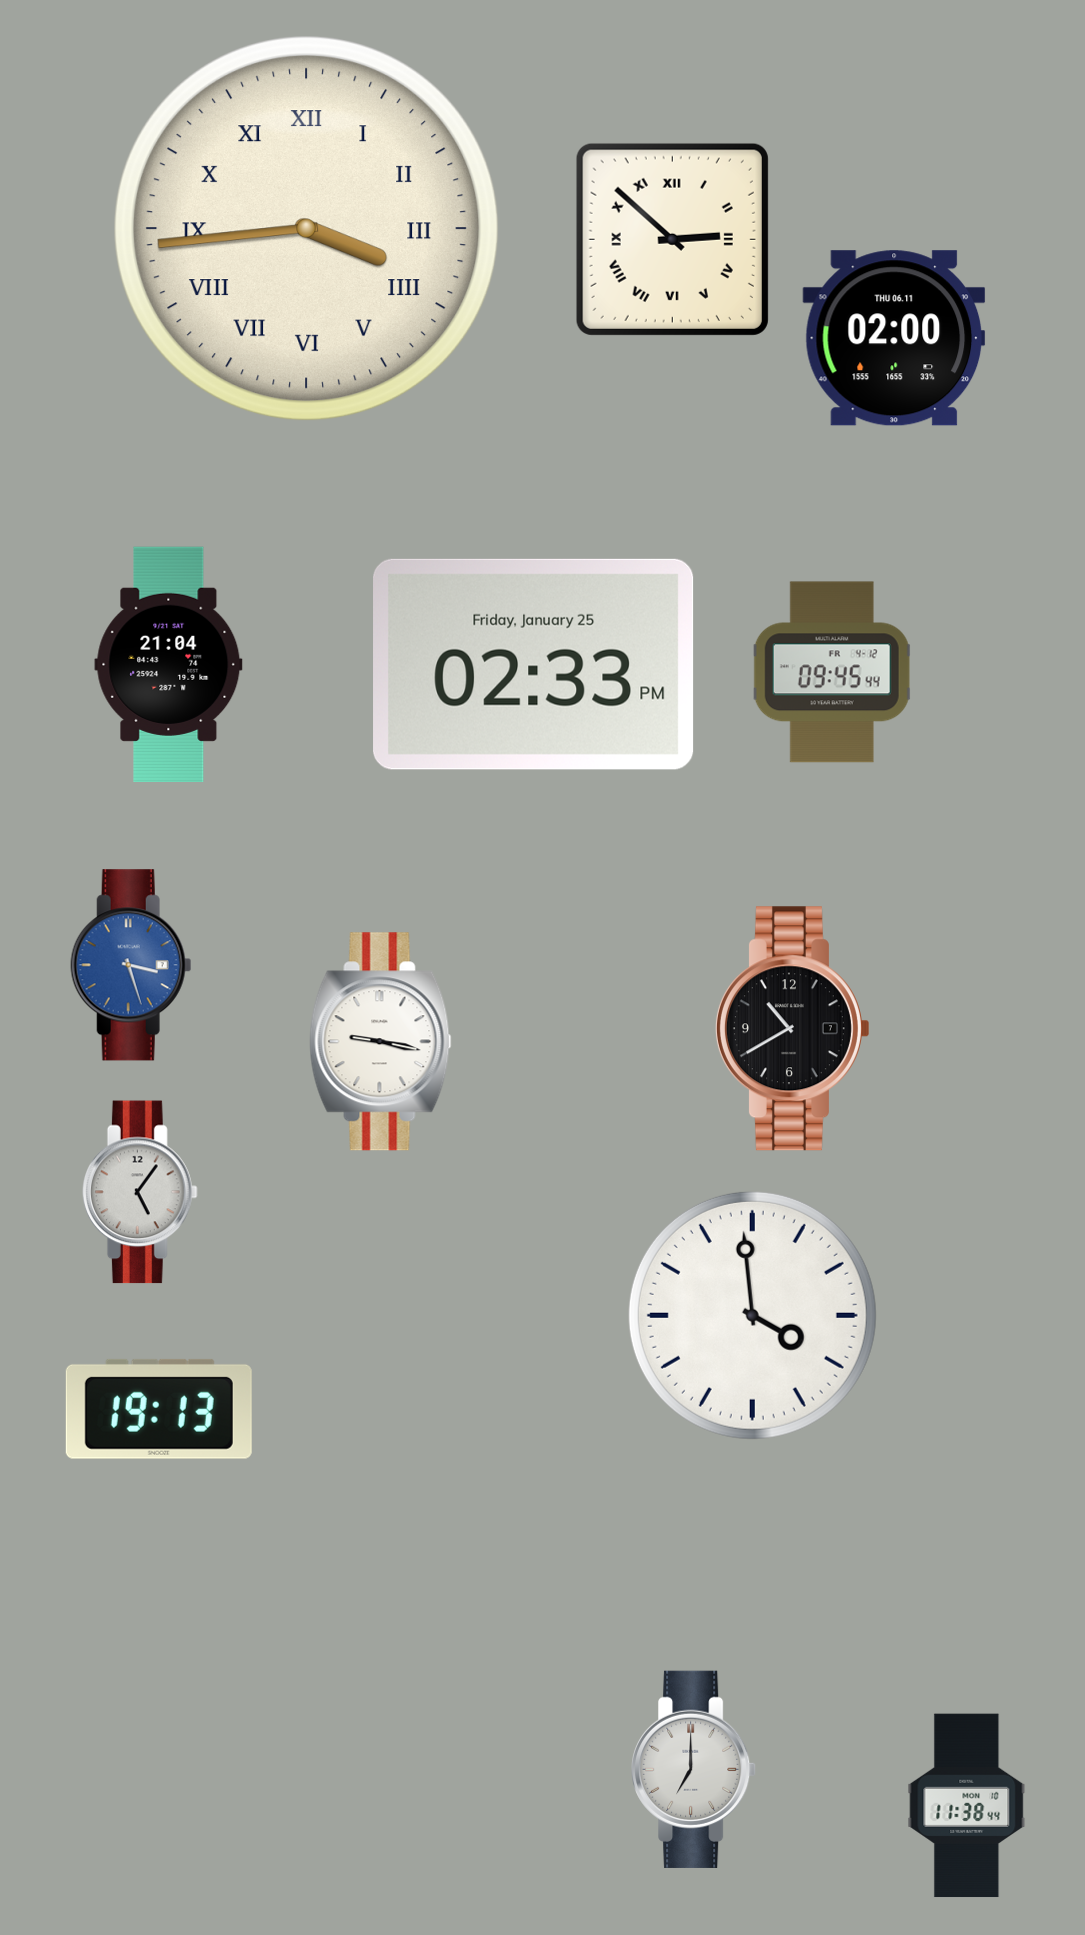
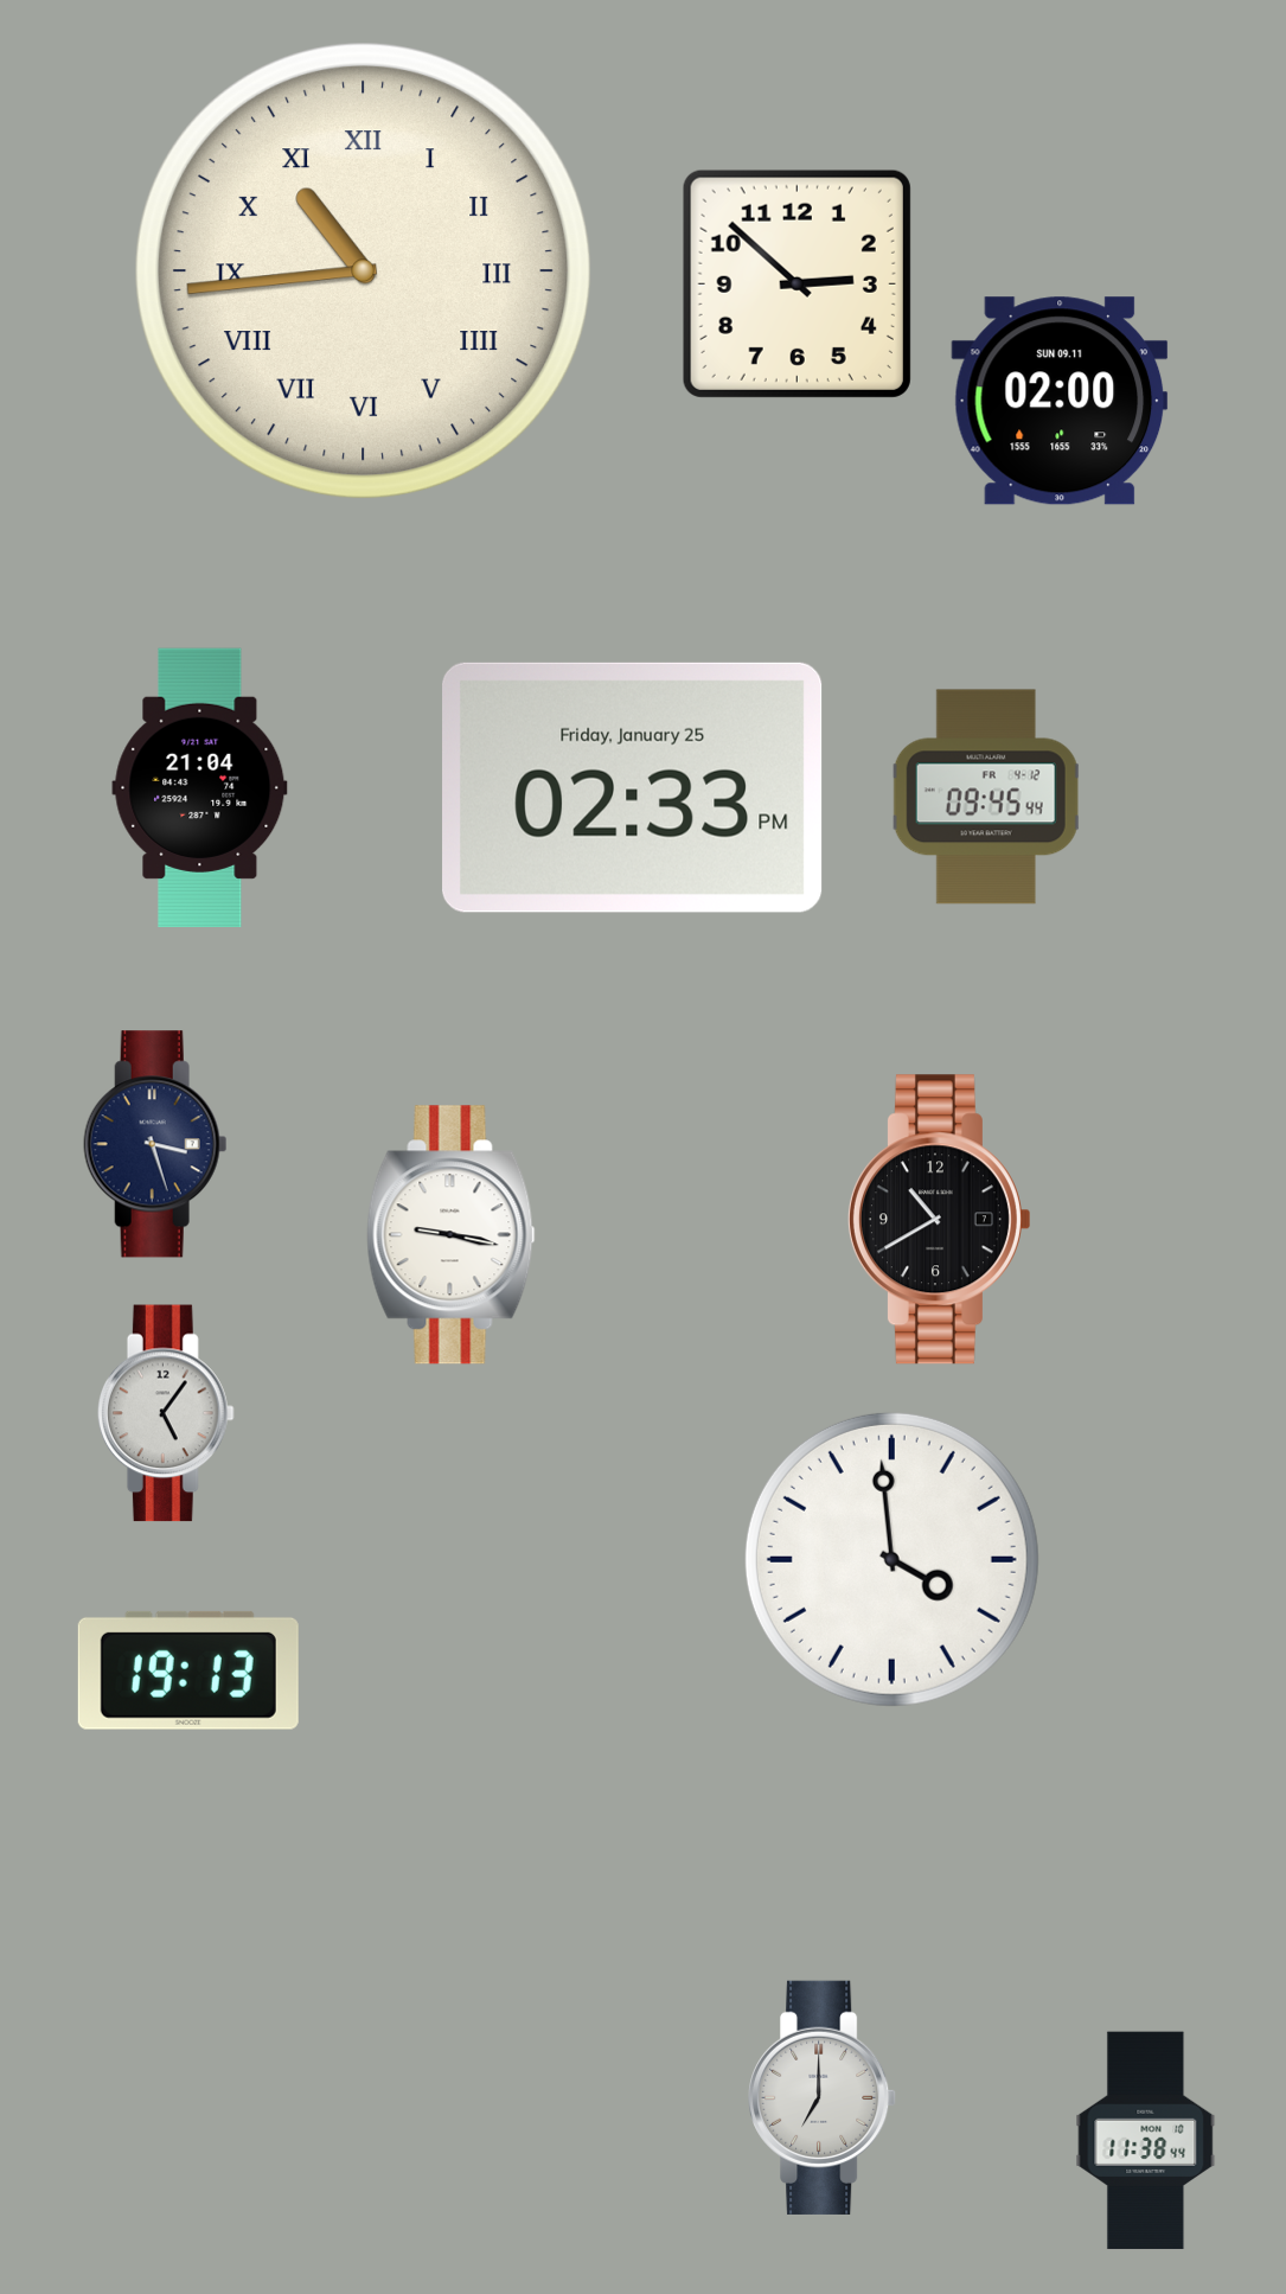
clock at (307, 229): 3:44 -> 10:44
clock at (672, 239) numerals: Roman -> Arabic
clock at (894, 338) date: THU 06.11 -> SUN 09.11
clock at (131, 965) dial: blue -> navy
